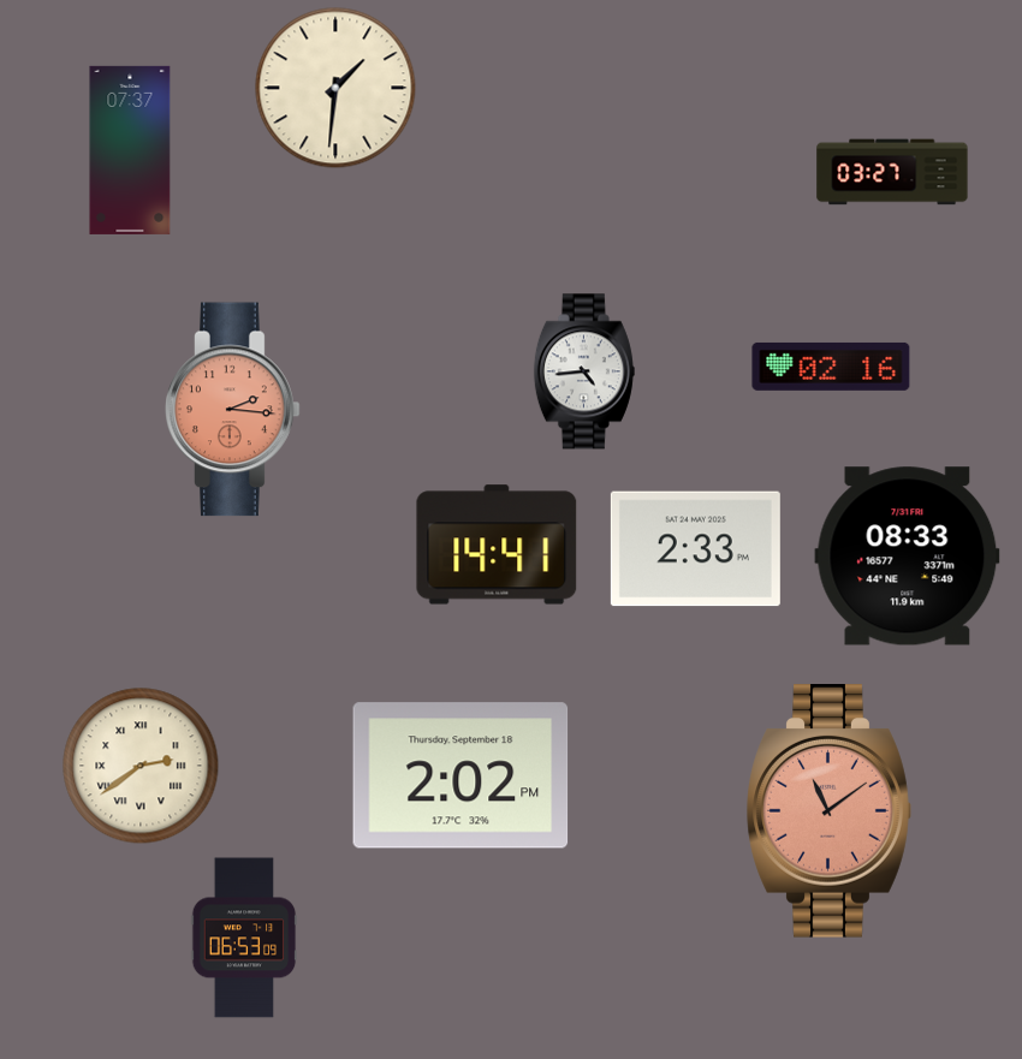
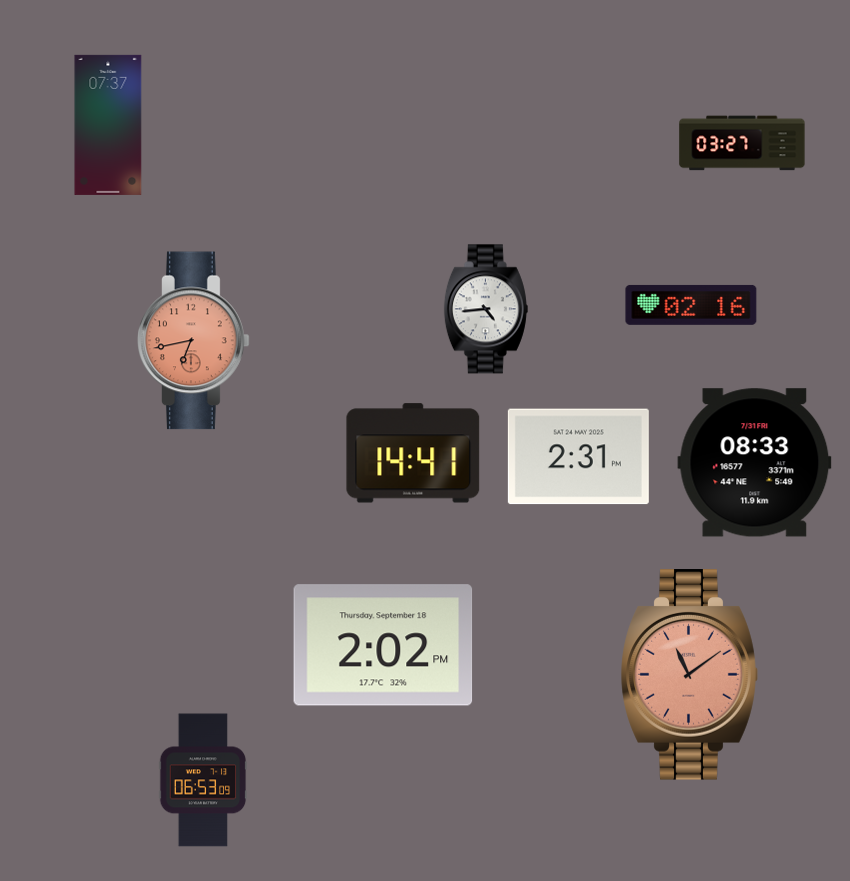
clock at (335, 88): 1:31 -> none
clock at (233, 410): 2:16 -> 6:43
clock at (695, 549): 2:33 -> 2:31
clock at (141, 766): 2:39 -> none
